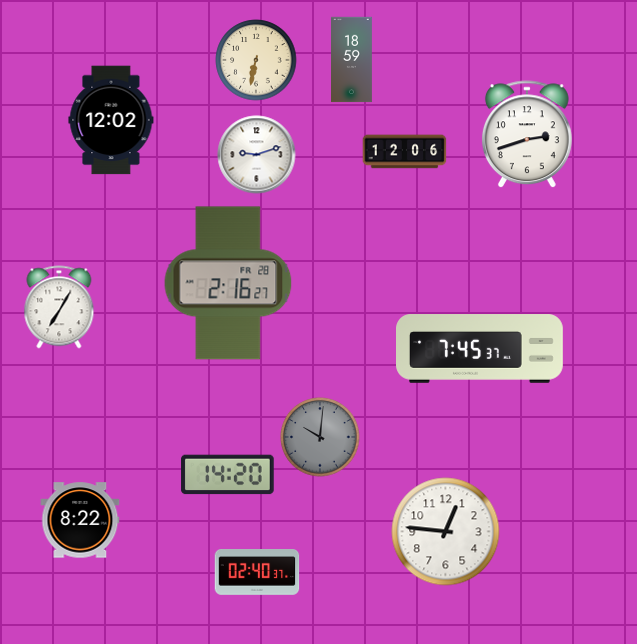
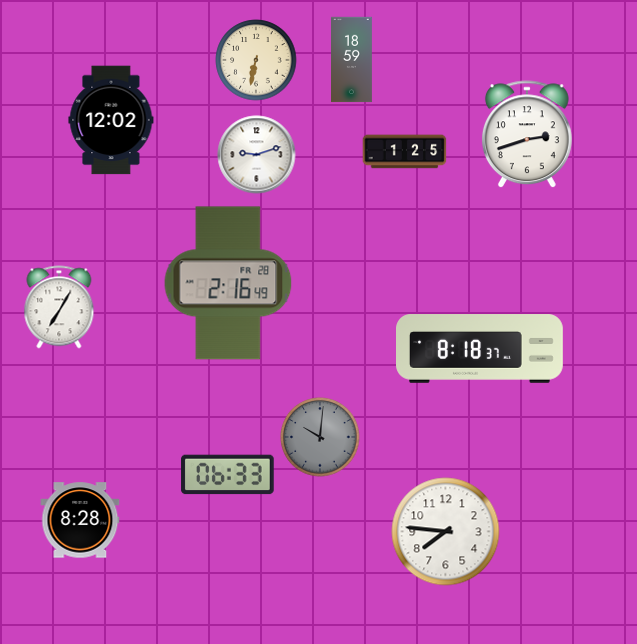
clock at (405, 152): 12:06 -> 1:25
clock at (228, 283): 2:16:27 -> 2:16:49
clock at (480, 349): 7:45 -> 8:18
clock at (228, 475): 14:20 -> 06:33
clock at (80, 520): 8:22 -> 8:28
clock at (446, 532): 12:46 -> 7:46
clock at (257, 573): 02:40 -> none
